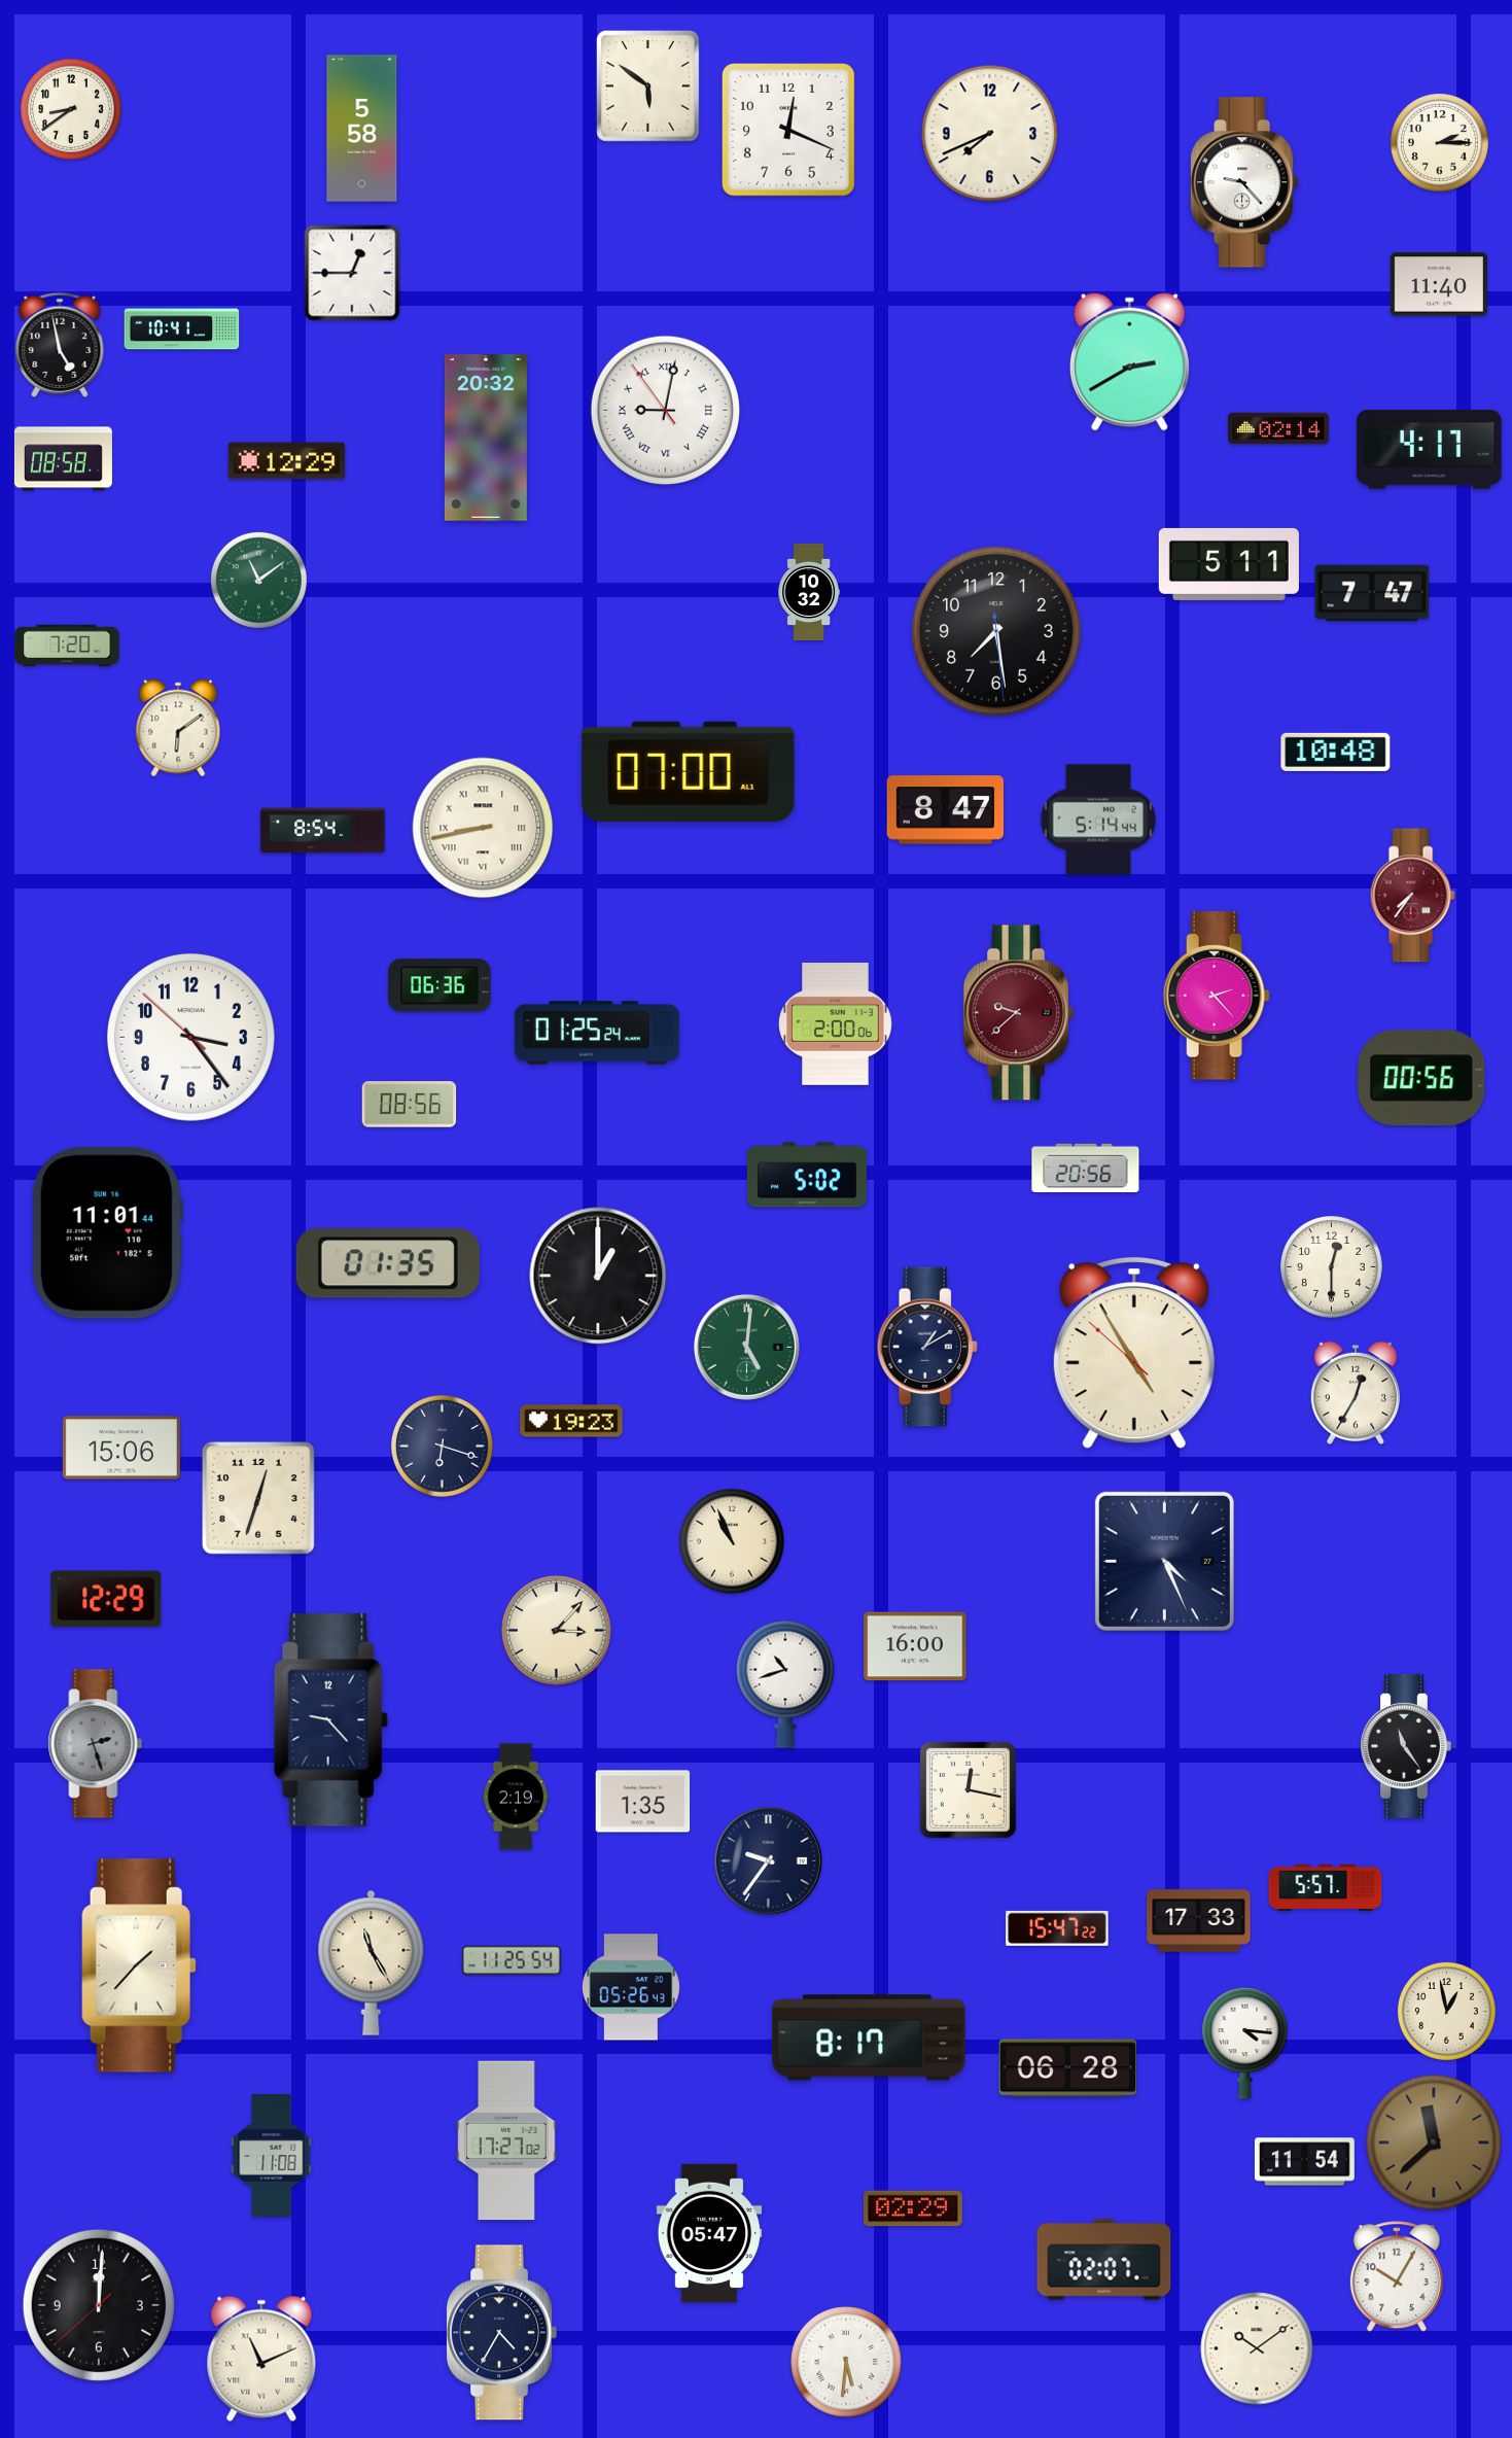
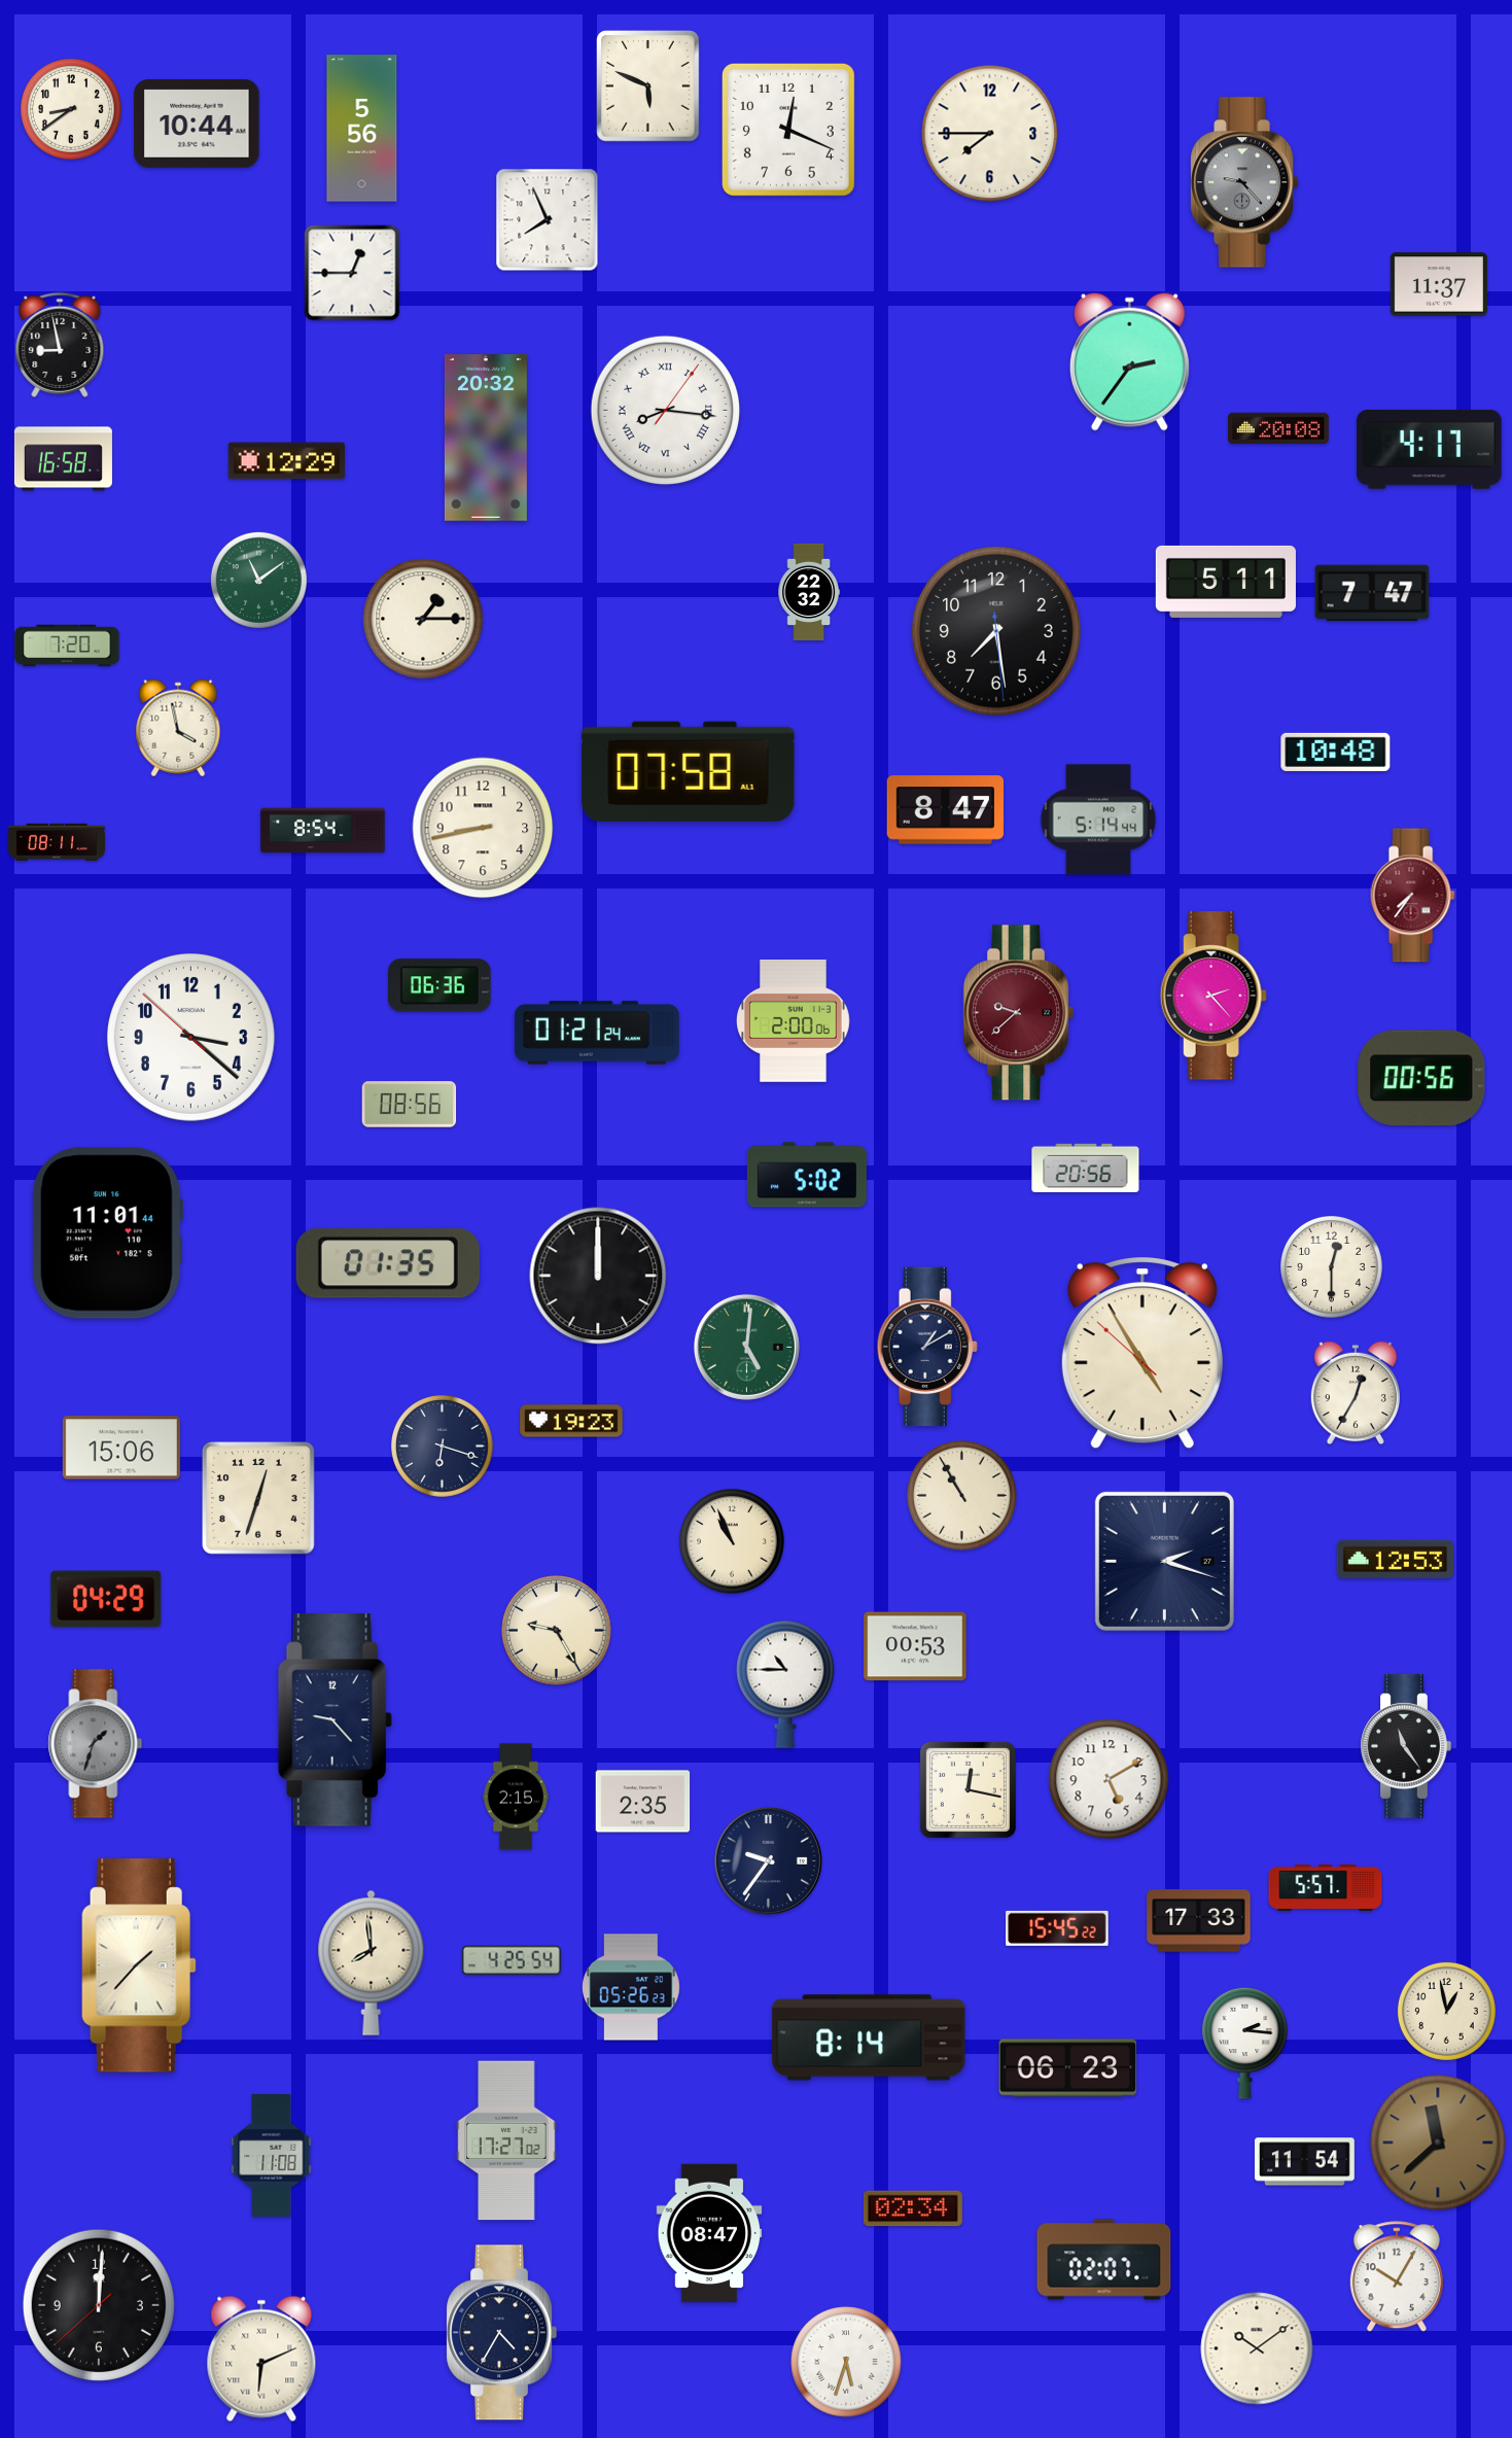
clock at (648, 86): 5:51 -> 5:49
clock at (197, 125): none -> 10:44
clock at (362, 129): 5:58 -> 5:56
clock at (990, 134): 7:41 -> 7:45
clock at (1439, 142): 2:15 -> none
clock at (1244, 182) dial: white -> grey
clock at (548, 220): none -> 7:56
clock at (1439, 284): 11:40 -> 11:37
clock at (182, 329): 10:41 -> none
clock at (60, 345): 4:58 -> 8:58
clock at (1129, 361): 2:40 -> 2:36
clock at (665, 410): 9:01 -> 8:16
clock at (1278, 428): 02:14 -> 20:08
clock at (63, 459): 08:58 -> 16:58
clock at (1229, 564) position: (1229, 564) -> (1226, 582)
clock at (809, 592): 10:32 -> 22:32
clock at (423, 619): none -> 1:15
clock at (178, 728): 6:09 -> 3:58
clock at (689, 771): 07:00 -> 07:58
clock at (483, 828) numerals: Roman -> Arabic
clock at (57, 842): none -> 08:11
clock at (1217, 996) position: (1217, 996) -> (1214, 996)
clock at (836, 1024) position: (836, 1024) -> (794, 1021)
clock at (597, 1033): 01:25 -> 01:21
clock at (190, 1037): 3:23 -> 3:21
clock at (598, 1276): 1:00 -> 12:00
clock at (1134, 1353) position: (1134, 1353) -> (1142, 1353)
clock at (962, 1496): none -> 10:55
clock at (1395, 1559): none -> 12:53
clock at (1164, 1561): 4:26 -> 2:18
clock at (106, 1599): 12:29 -> 04:29
clock at (557, 1631): 3:07 -> 9:25
clock at (915, 1646): 16:00 -> 00:53
clock at (785, 1684): 10:42 -> 10:45
clock at (330, 1720) position: (330, 1720) -> (335, 1720)
clock at (96, 1744): 2:27 -> 1:33
clock at (1109, 1779): none -> 5:10
clock at (515, 1797): 2:19 -> 2:15
clock at (643, 1802): 1:35 -> 2:35
clock at (1057, 1928): 15:47 -> 15:45
clock at (512, 1959): 11:25 -> 4:25
clock at (372, 1962): 11:25 -> 7:59
clock at (632, 1987): 05:26:43 -> 05:26:23
clock at (869, 2038): 8:17 -> 8:14
clock at (1245, 2043): 4:16 -> 2:16
clock at (1068, 2068): 06:28 -> 06:23
clock at (1434, 2143) position: (1434, 2143) -> (1438, 2143)
clock at (913, 2208): 02:29 -> 02:34
clock at (709, 2233): 05:47 -> 08:47
clock at (261, 2359): 11:11 -> 6:11
clock at (846, 2362): 5:31 -> 5:33
